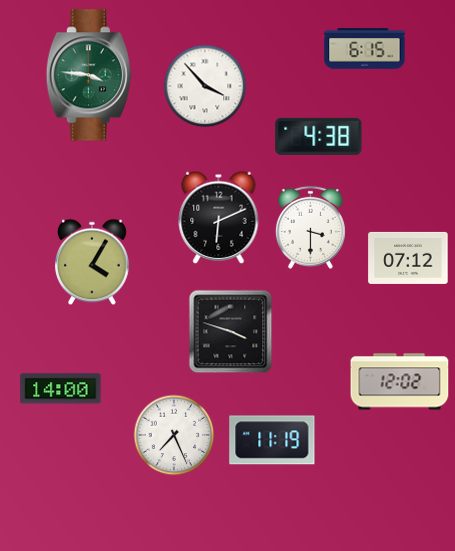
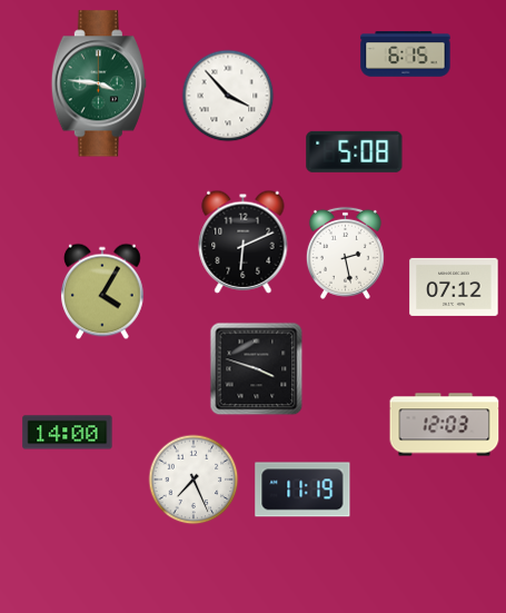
clock at (319, 136): 4:38 -> 5:08
clock at (310, 227): 3:30 -> 2:28
clock at (400, 382): 12:02 -> 12:03
clock at (174, 435) position: (174, 435) -> (194, 479)
